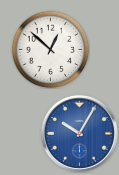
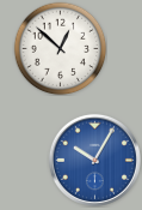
clock at (50, 49) position: (50, 49) -> (60, 48)
